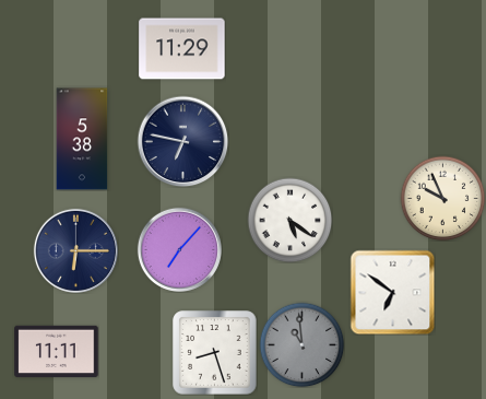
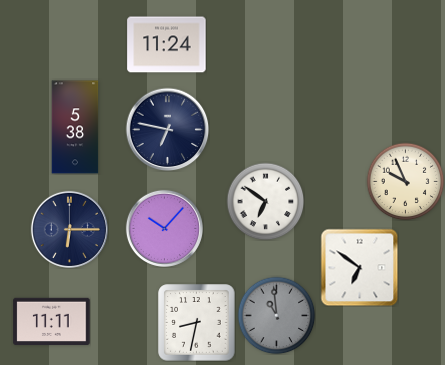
clock at (182, 49): 11:29 -> 11:24
clock at (289, 220): 5:21 -> 6:51
clock at (179, 249): 7:07 -> 10:07
clock at (215, 353): 8:27 -> 8:32
